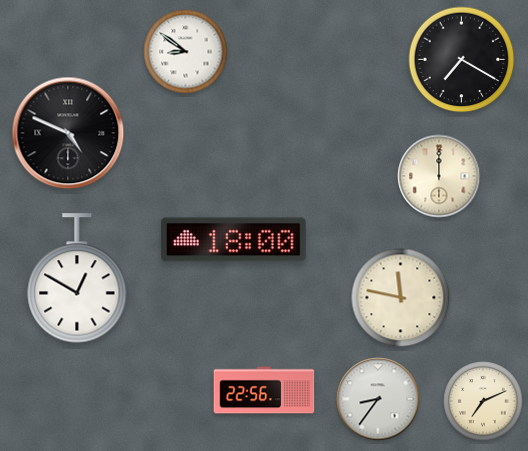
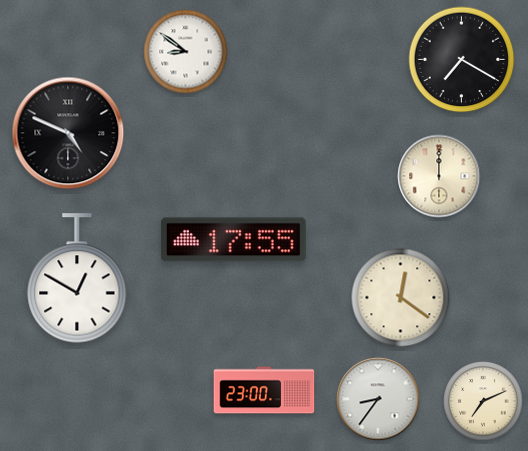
clock at (233, 240): 18:00 -> 17:55
clock at (401, 298): 11:47 -> 12:21
clock at (264, 390): 22:56 -> 23:00
